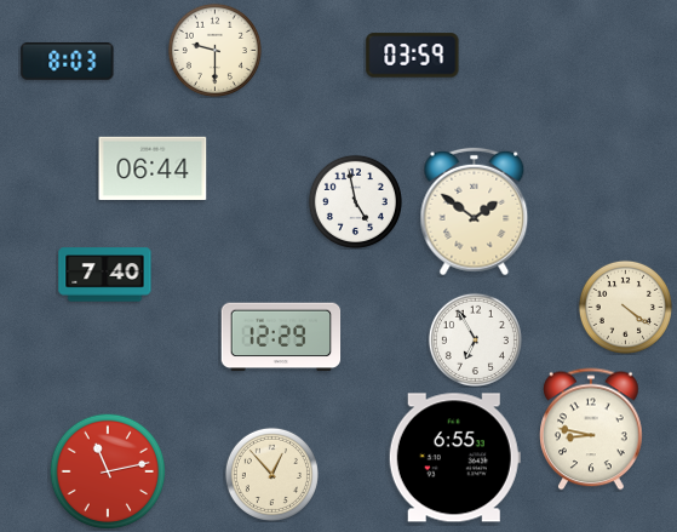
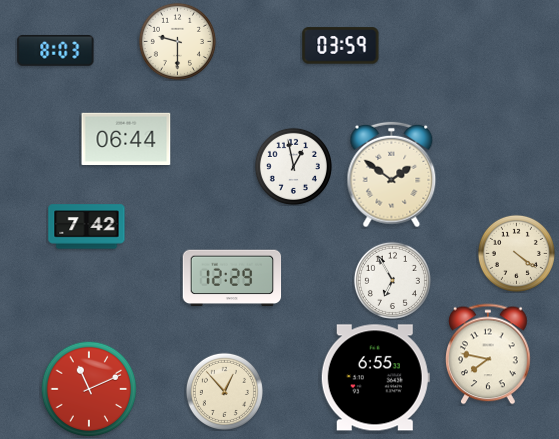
clock at (355, 201): 4:58 -> 12:58
clock at (105, 275): 7:40 -> 7:42
clock at (592, 429): 8:47 -> 7:47
clock at (108, 471): 11:13 -> 11:11
